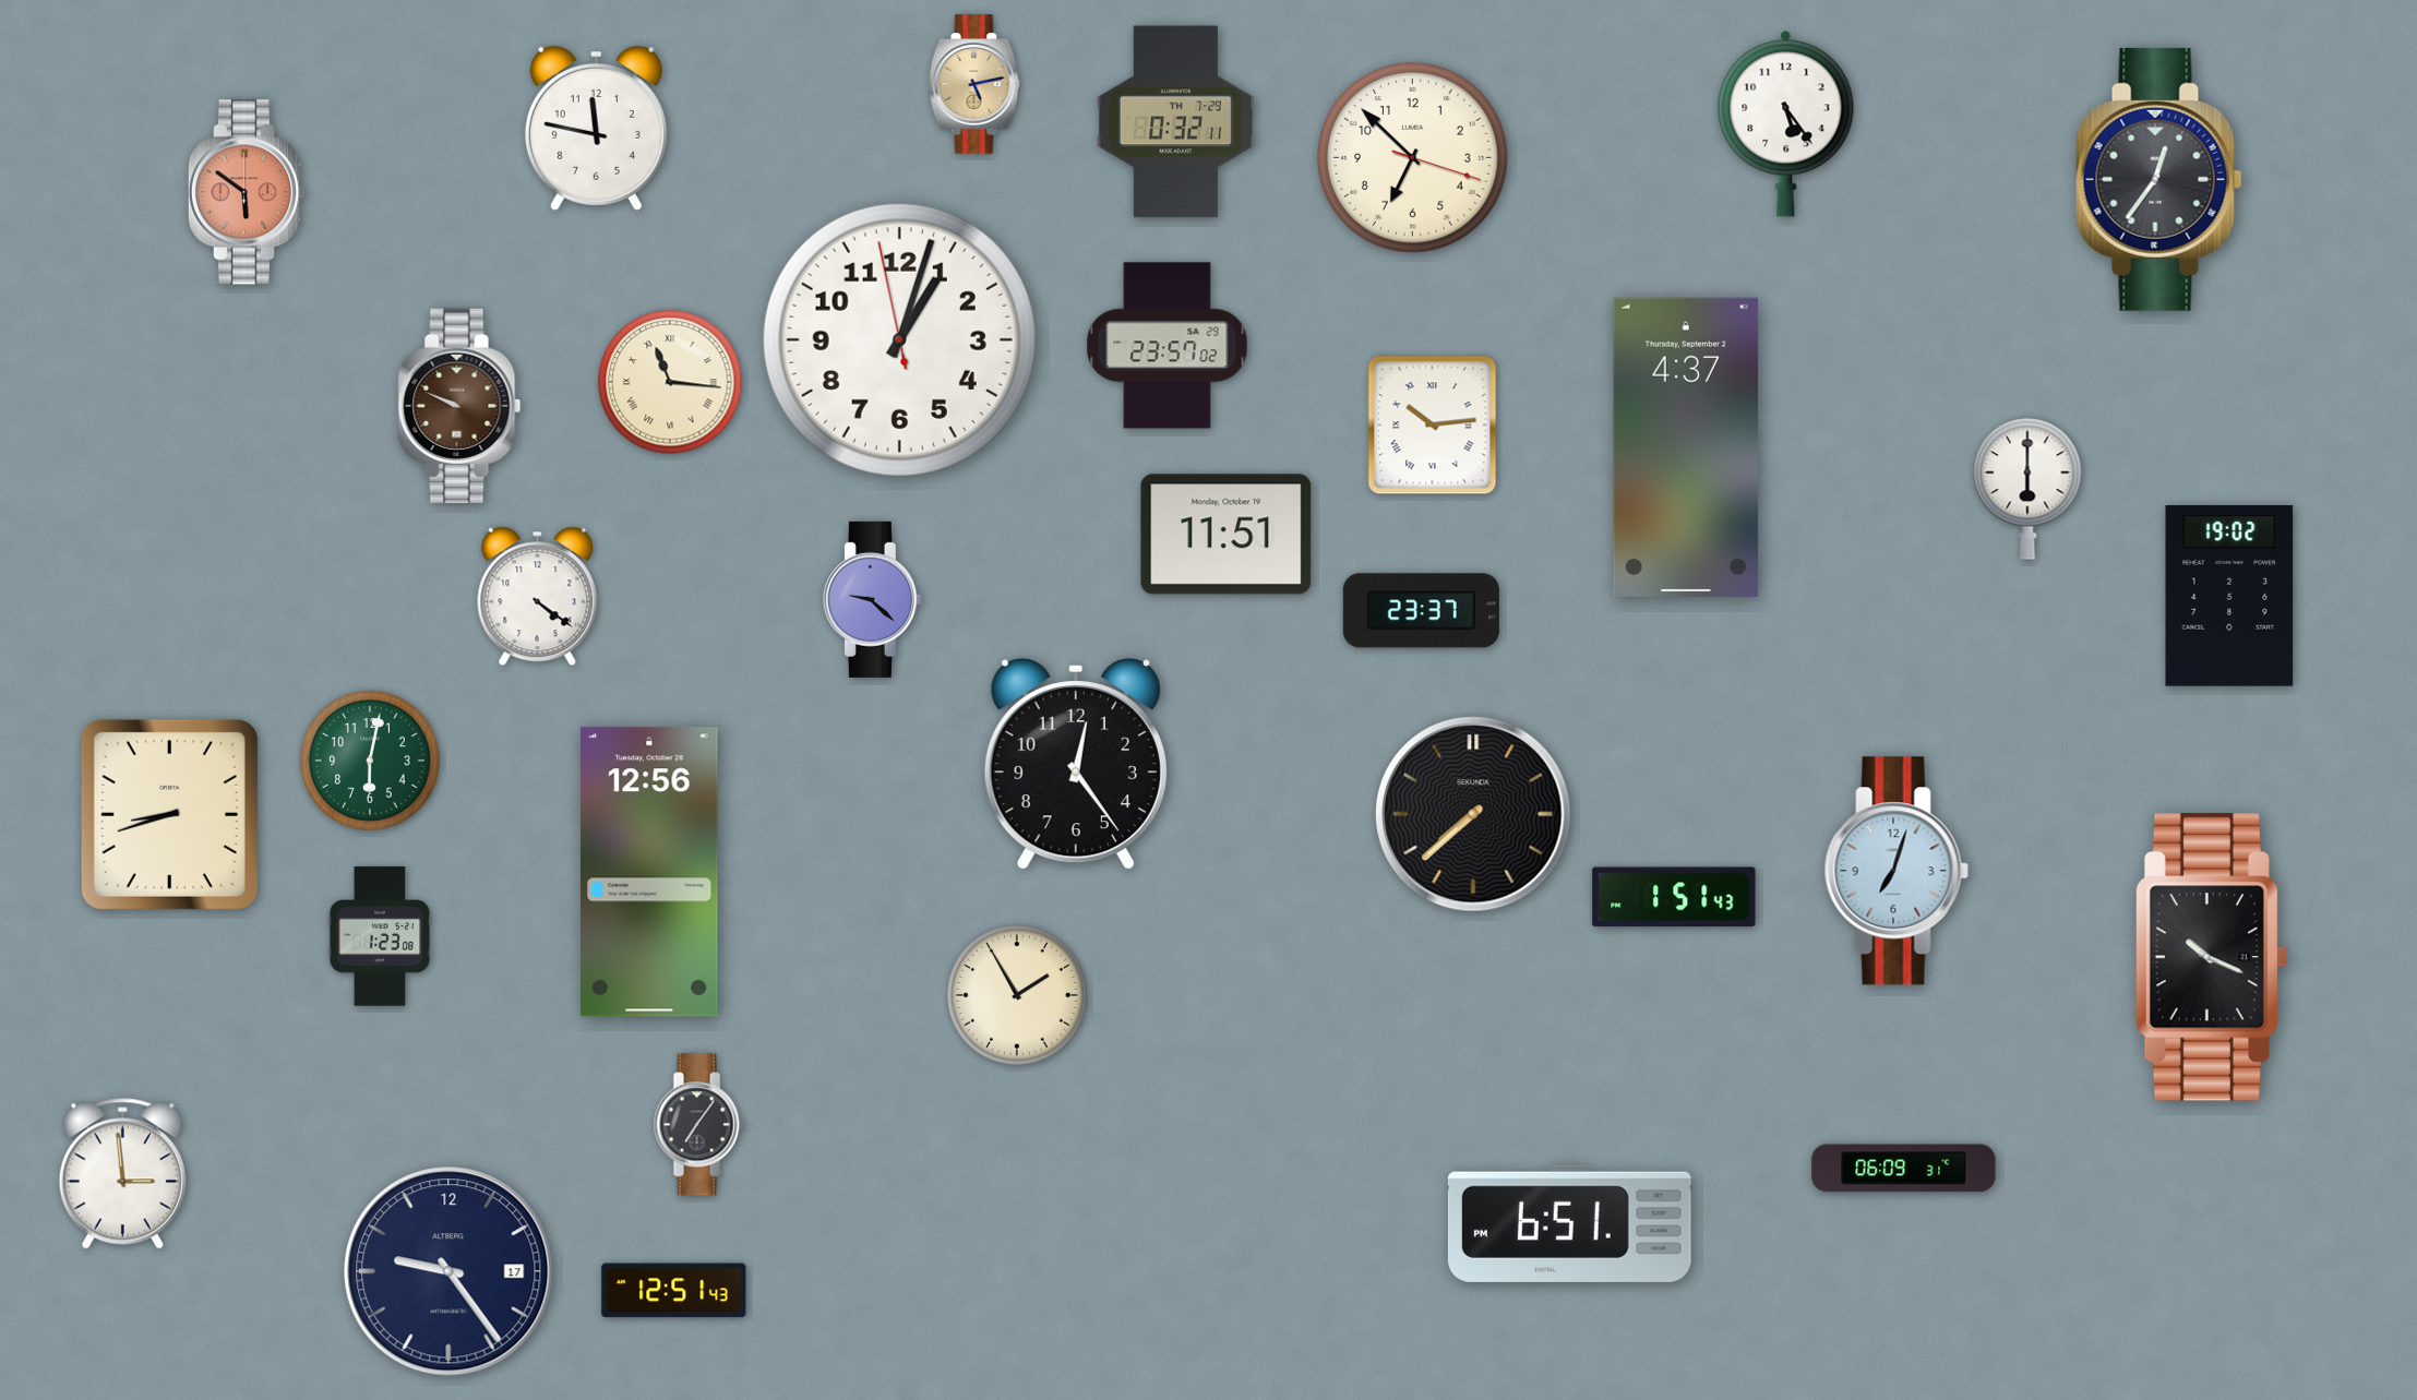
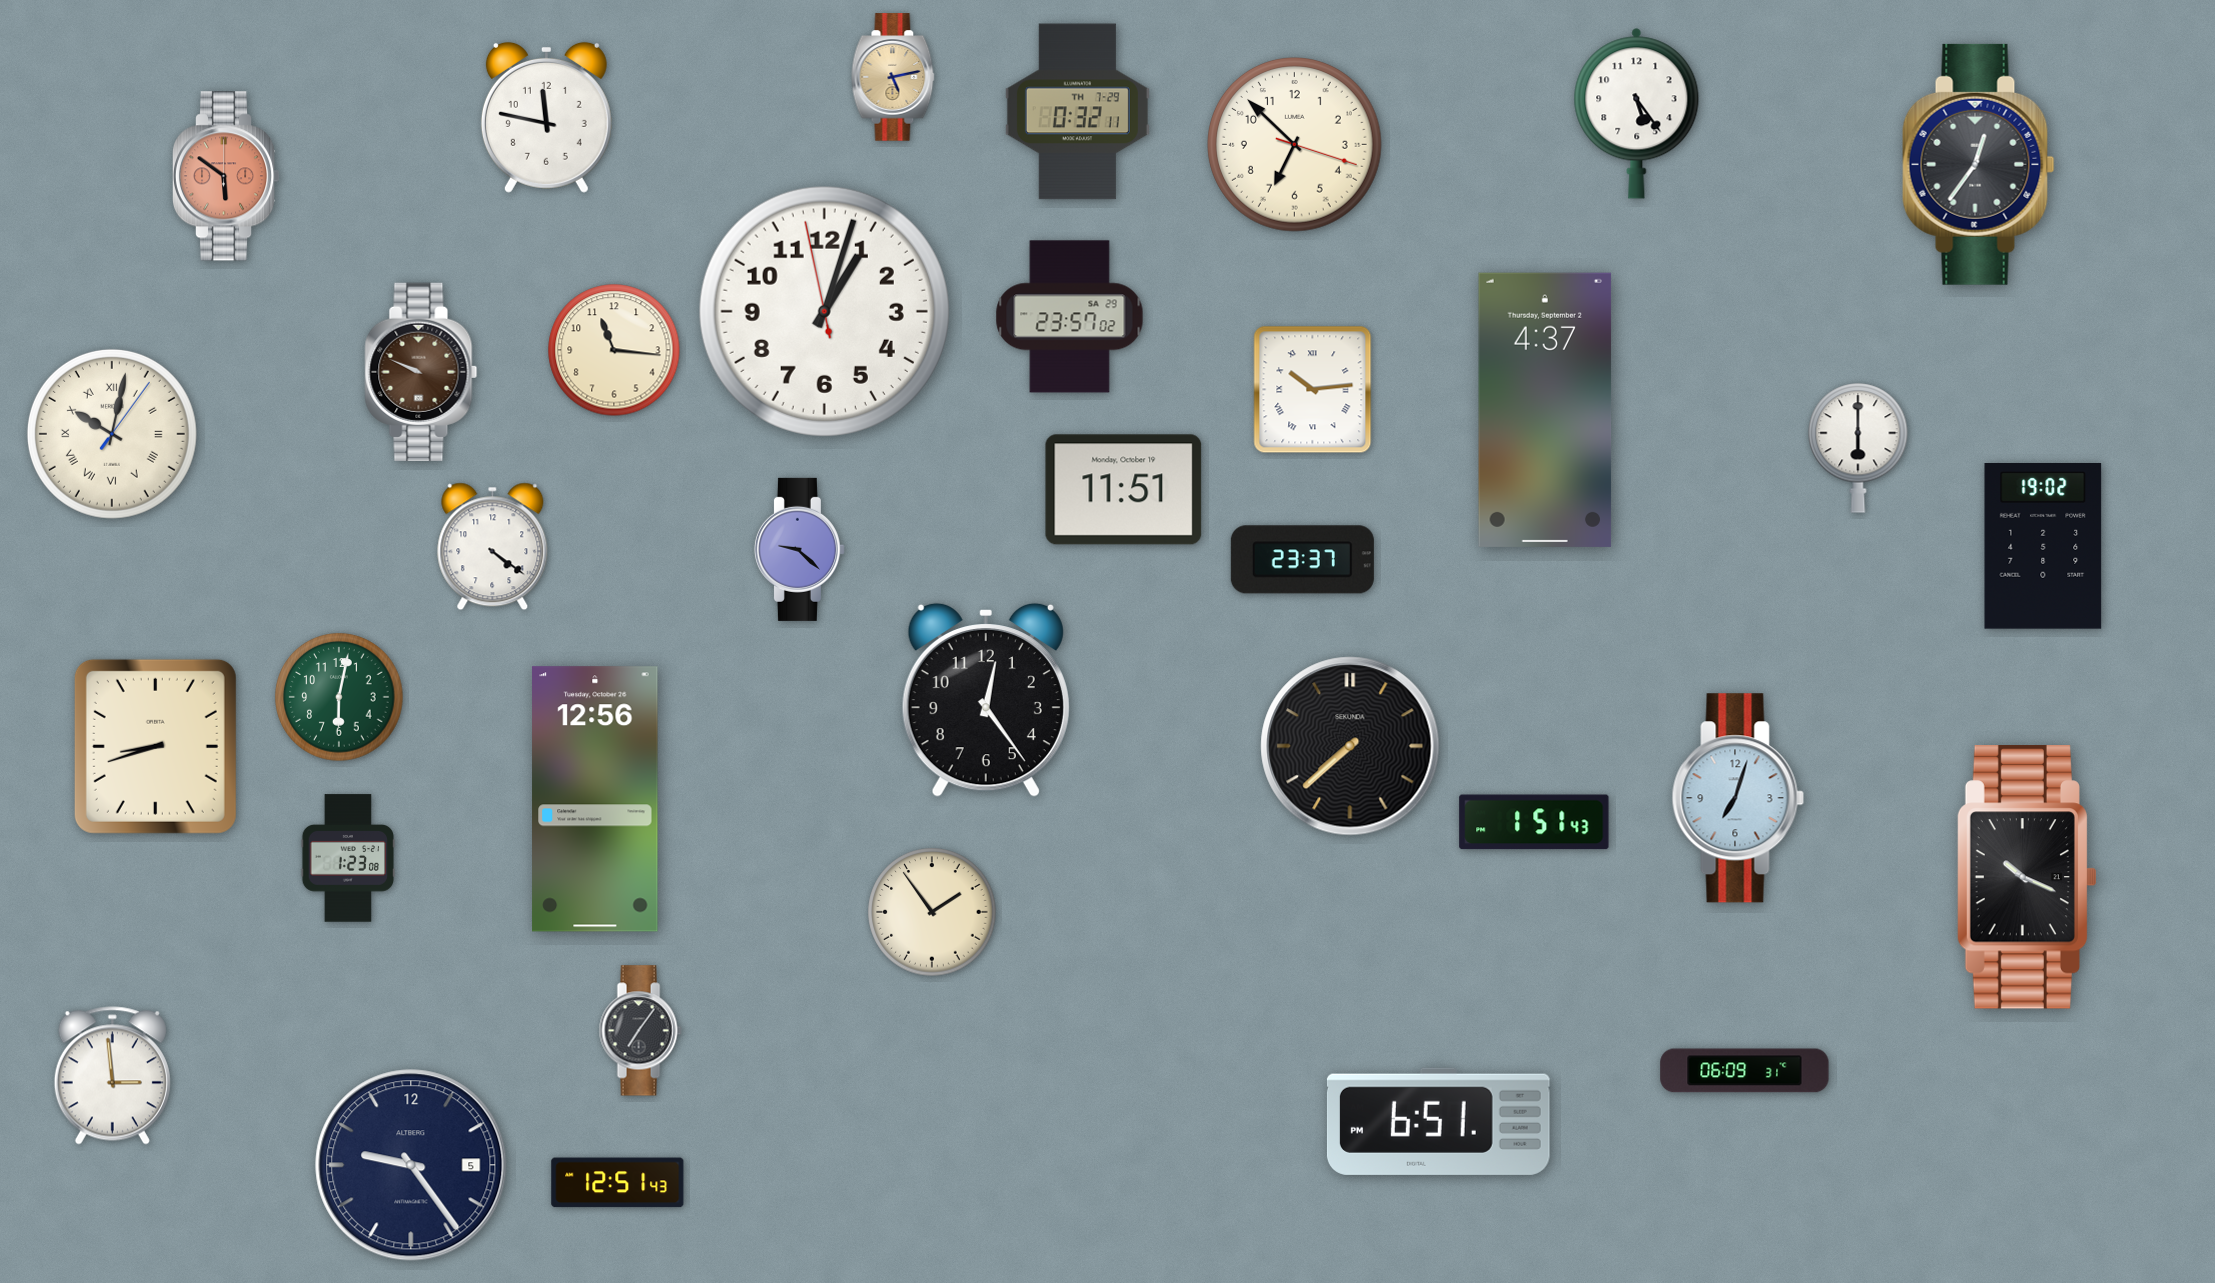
clock at (670, 382) numerals: Roman -> Arabic
clock at (112, 434): none -> 10:02
clock at (1017, 995): 1:55 -> 1:54
clock at (448, 1271) date: 17 -> 5
